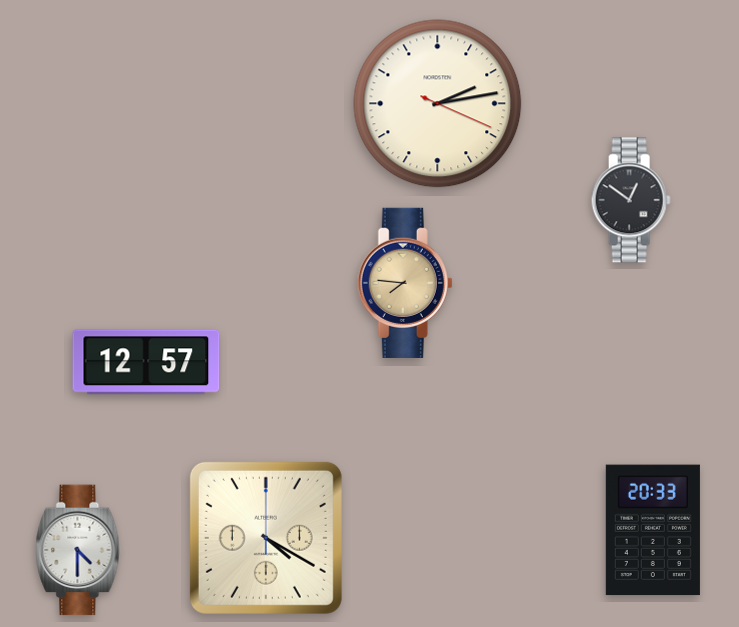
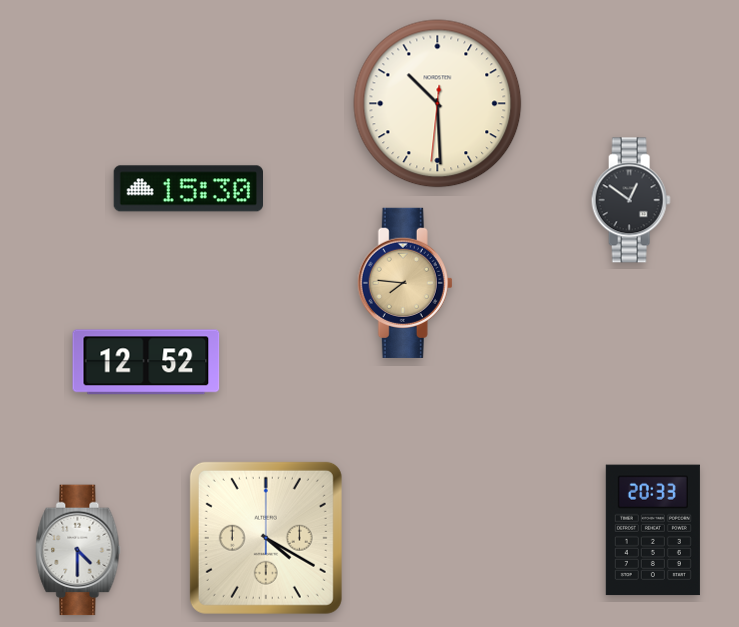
clock at (438, 104): 2:13 -> 10:29
clock at (188, 189): none -> 15:30
clock at (146, 362): 12:57 -> 12:52
